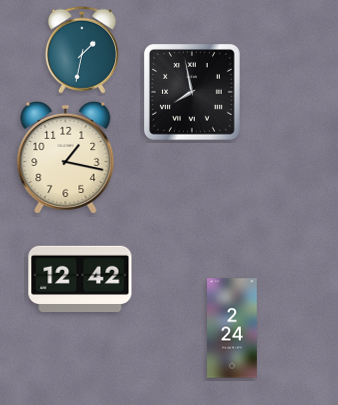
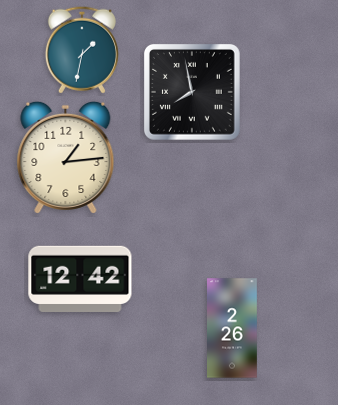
clock at (66, 157): 1:17 -> 1:14
clock at (233, 328): 2:24 -> 2:26
